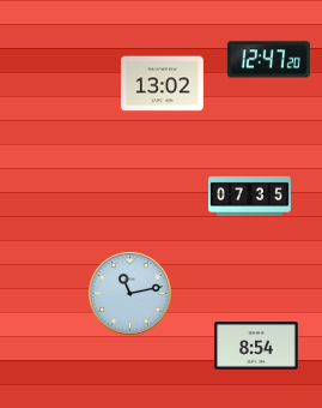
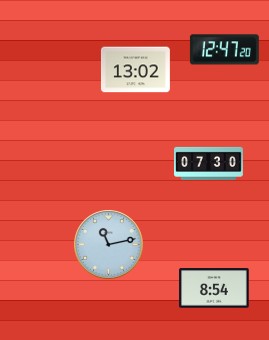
clock at (250, 196): 07:35 -> 07:30
